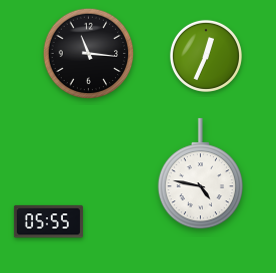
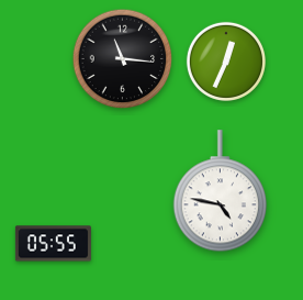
clock at (89, 54) position: (89, 54) -> (123, 59)
